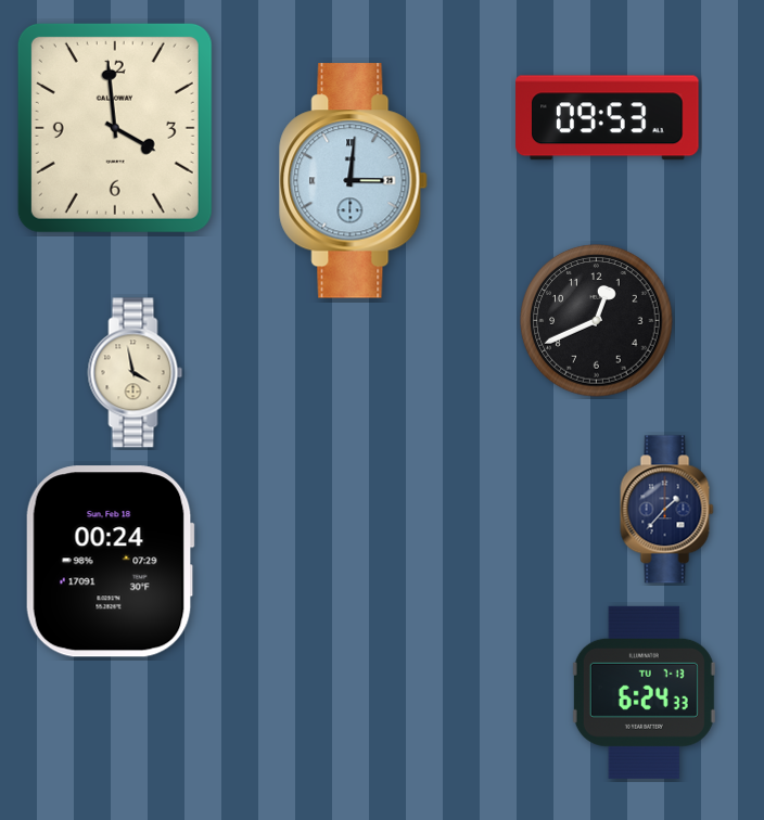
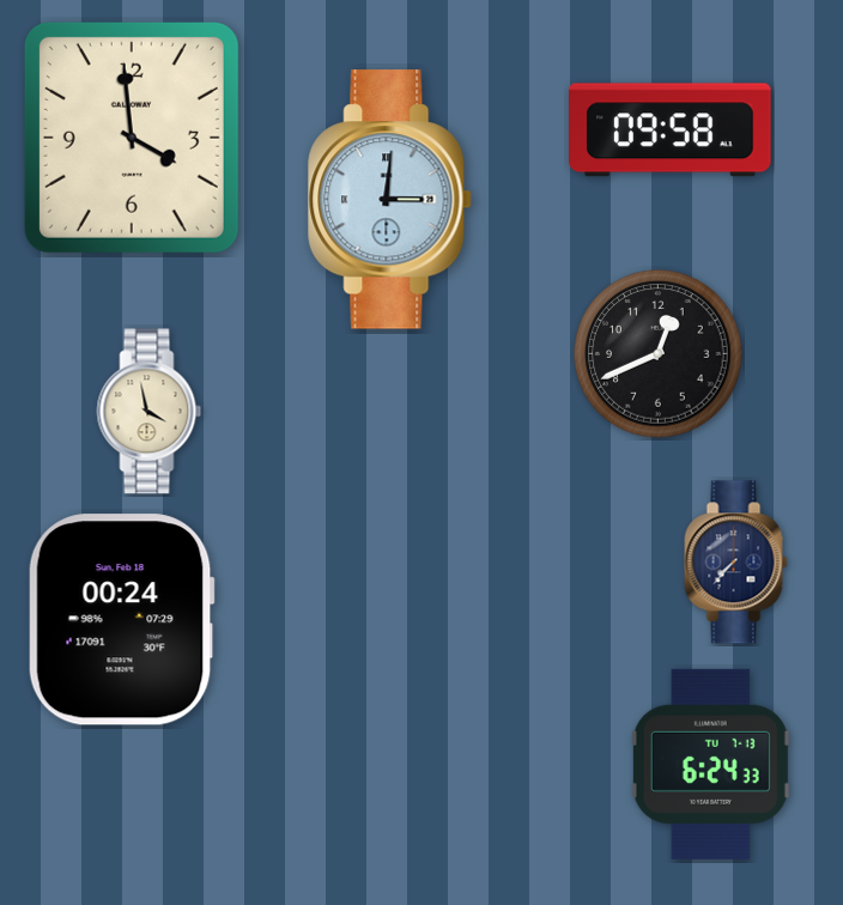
clock at (608, 118): 09:53 -> 09:58
clock at (115, 128) position: (115, 128) -> (132, 138)
clock at (667, 510): 1:37 -> 7:37
